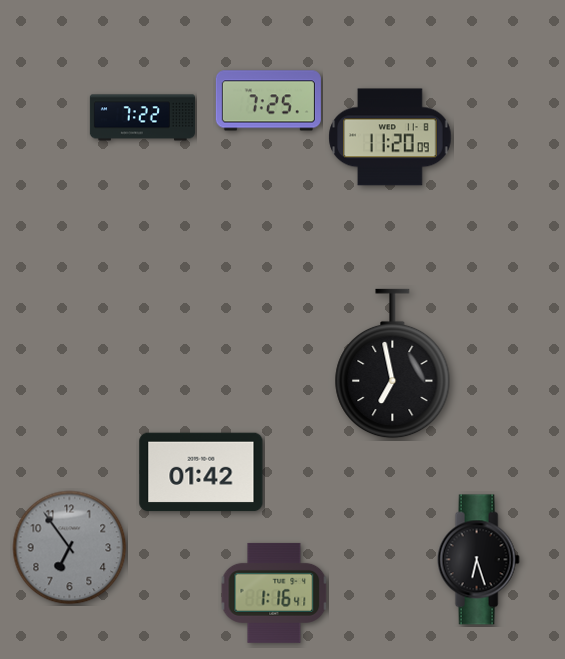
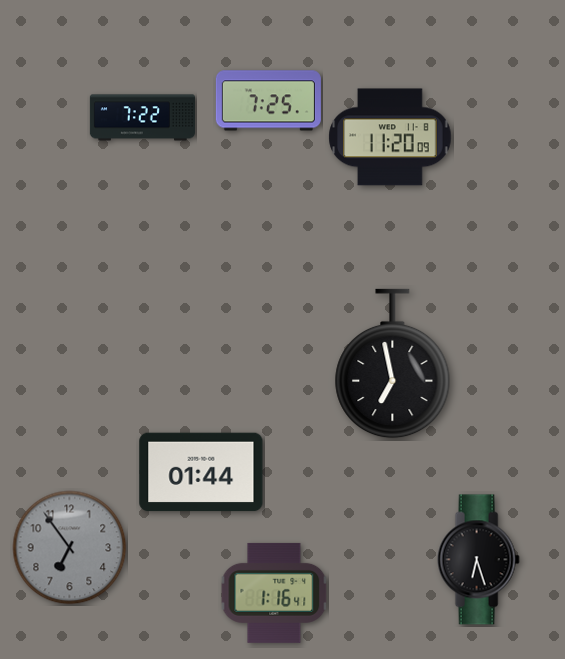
clock at (201, 472): 01:42 -> 01:44
